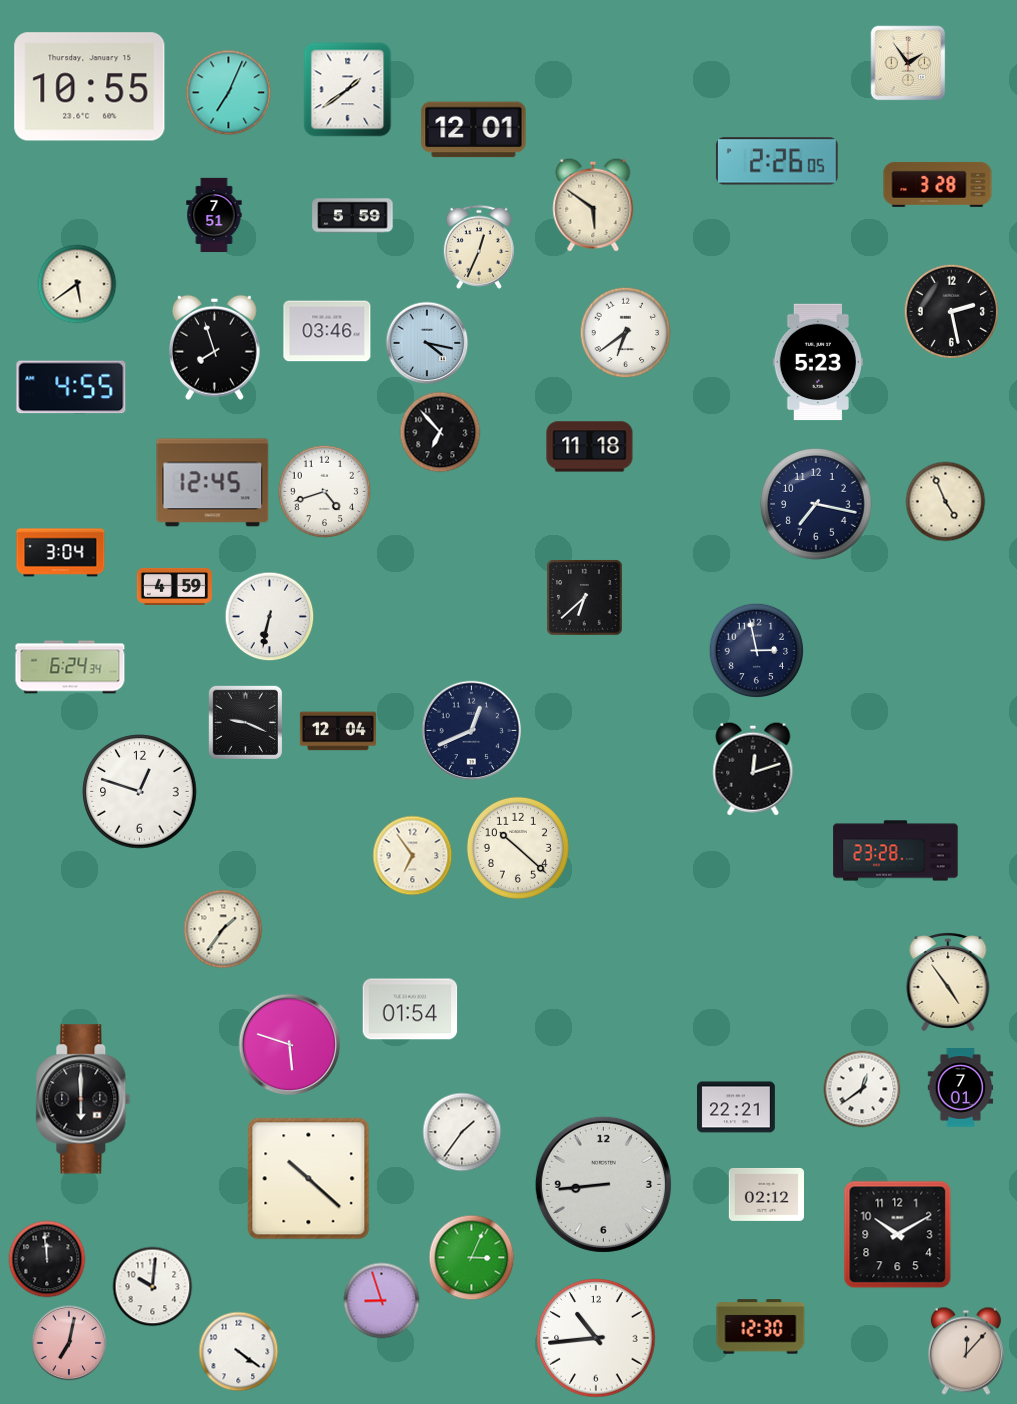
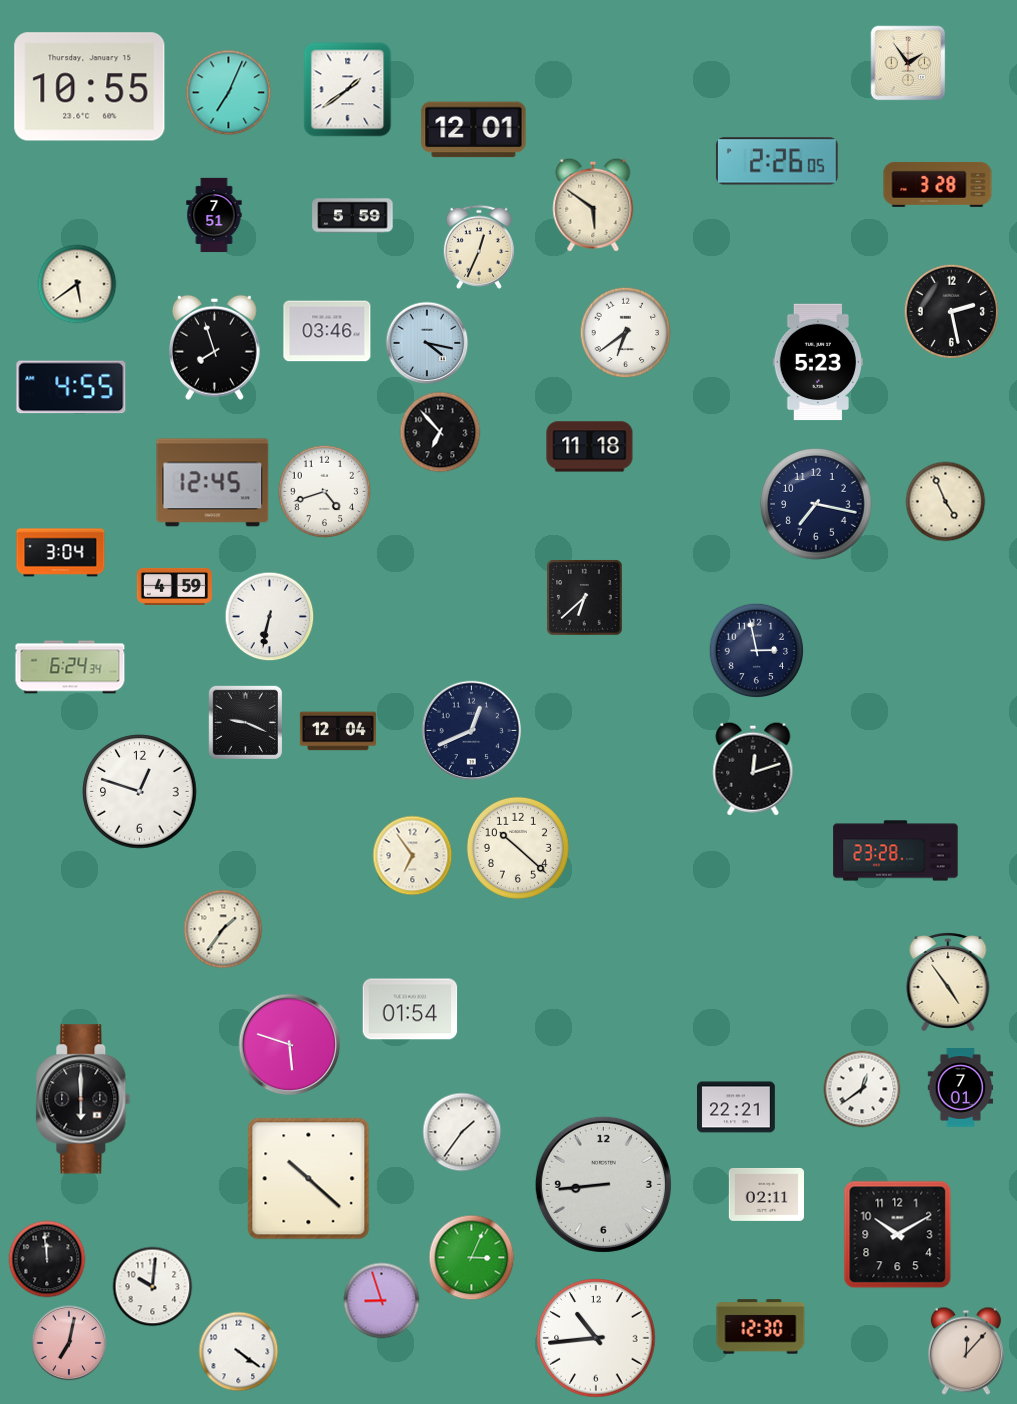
clock at (766, 1194): 02:12 -> 02:11
